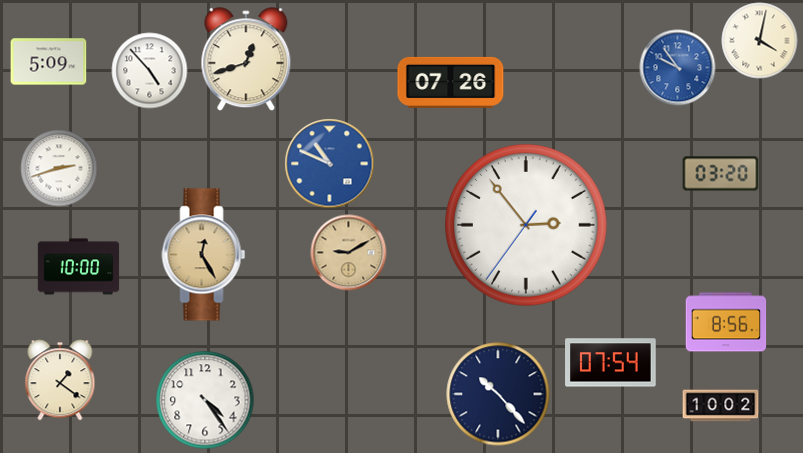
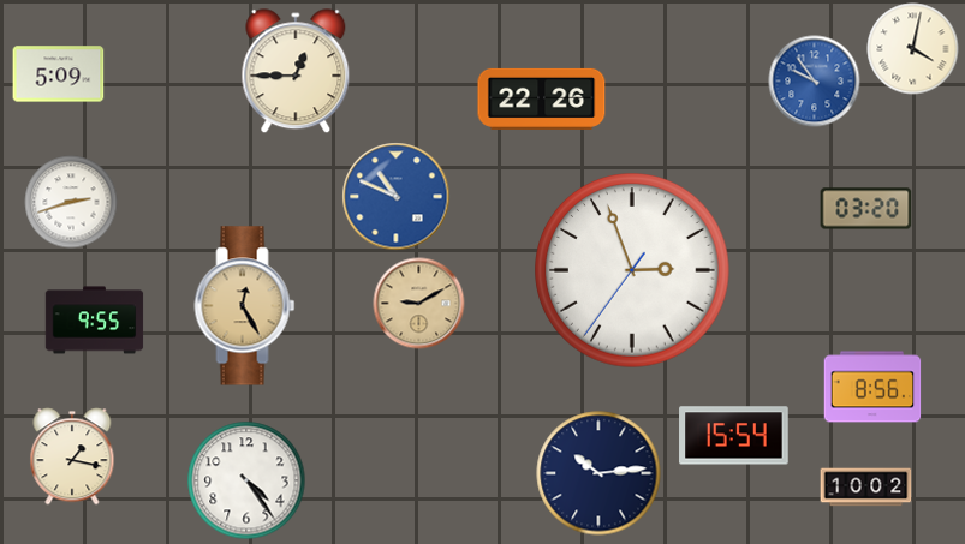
clock at (246, 60): 12:42 -> 12:45
clock at (150, 71): 4:53 -> none
clock at (451, 82): 07:26 -> 22:26
clock at (526, 225): 2:53 -> 2:56
clock at (79, 267): 10:00 -> 9:55
clock at (611, 363): 07:54 -> 15:54
clock at (60, 380): 1:21 -> 1:17
clock at (498, 394): 10:23 -> 10:14
